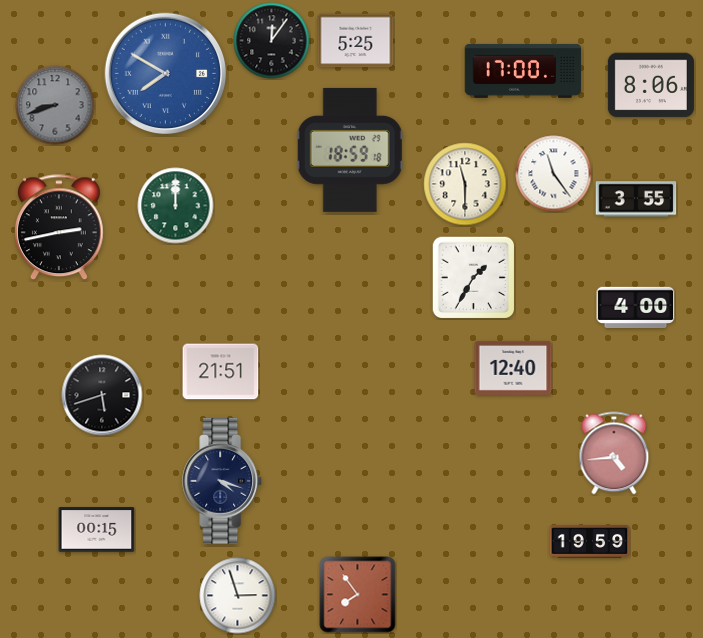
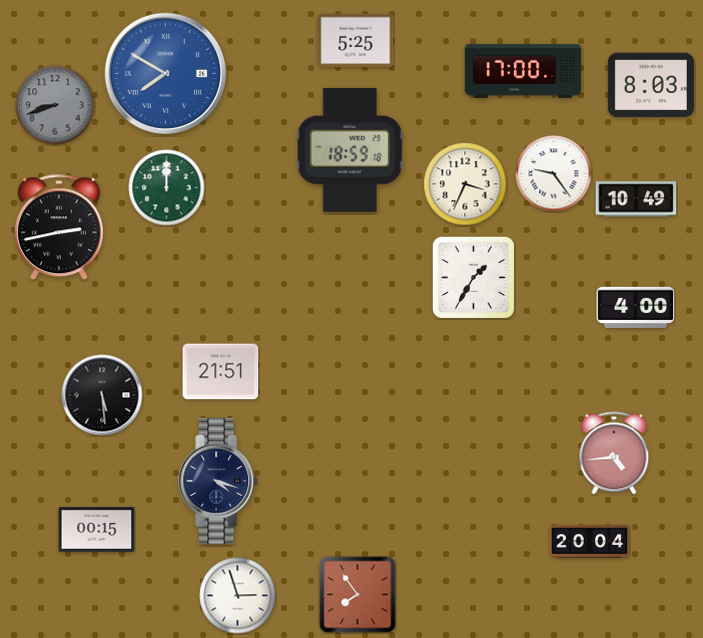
clock at (272, 41): 12:06 -> none
clock at (651, 85): 8:06 -> 8:03
clock at (554, 174): 11:24 -> 9:24
clock at (465, 184): 11:30 -> 3:34
clock at (636, 199): 3:55 -> 10:49
clock at (176, 206) position: (176, 206) -> (167, 188)
clock at (513, 368): 12:40 -> none
clock at (102, 395): 5:42 -> 5:29
clock at (223, 482) position: (223, 482) -> (219, 482)
clock at (590, 542): 19:59 -> 20:04
